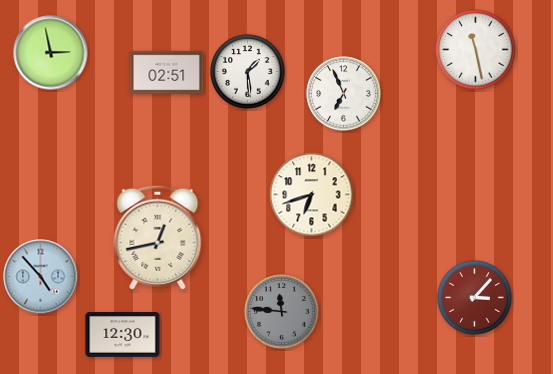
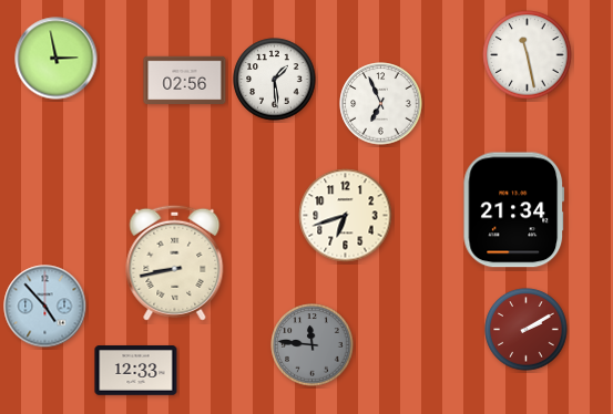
clock at (167, 73): 02:51 -> 02:56
clock at (514, 210): none -> 21:34
clock at (158, 237): 12:43 -> 8:43
clock at (475, 298): 3:07 -> 2:10
clock at (123, 335): 12:30 -> 12:33
